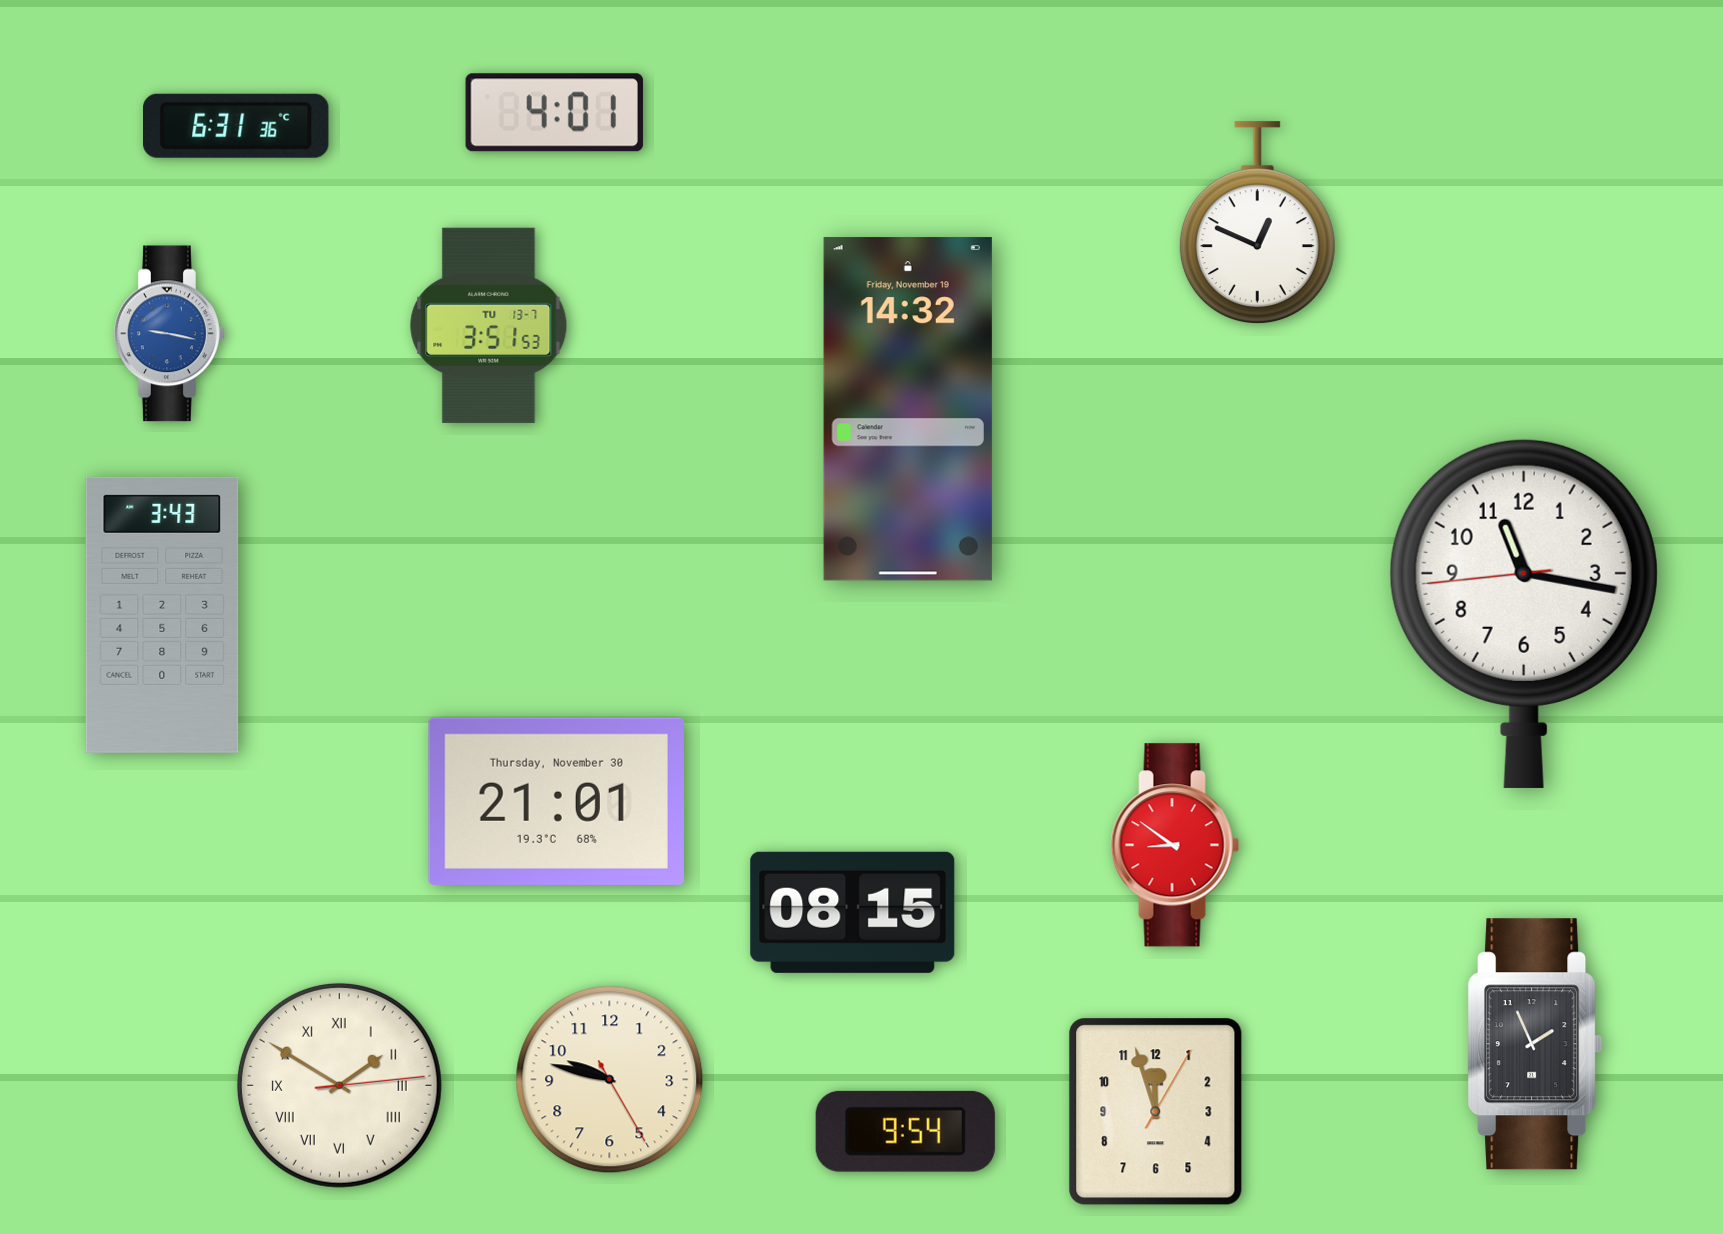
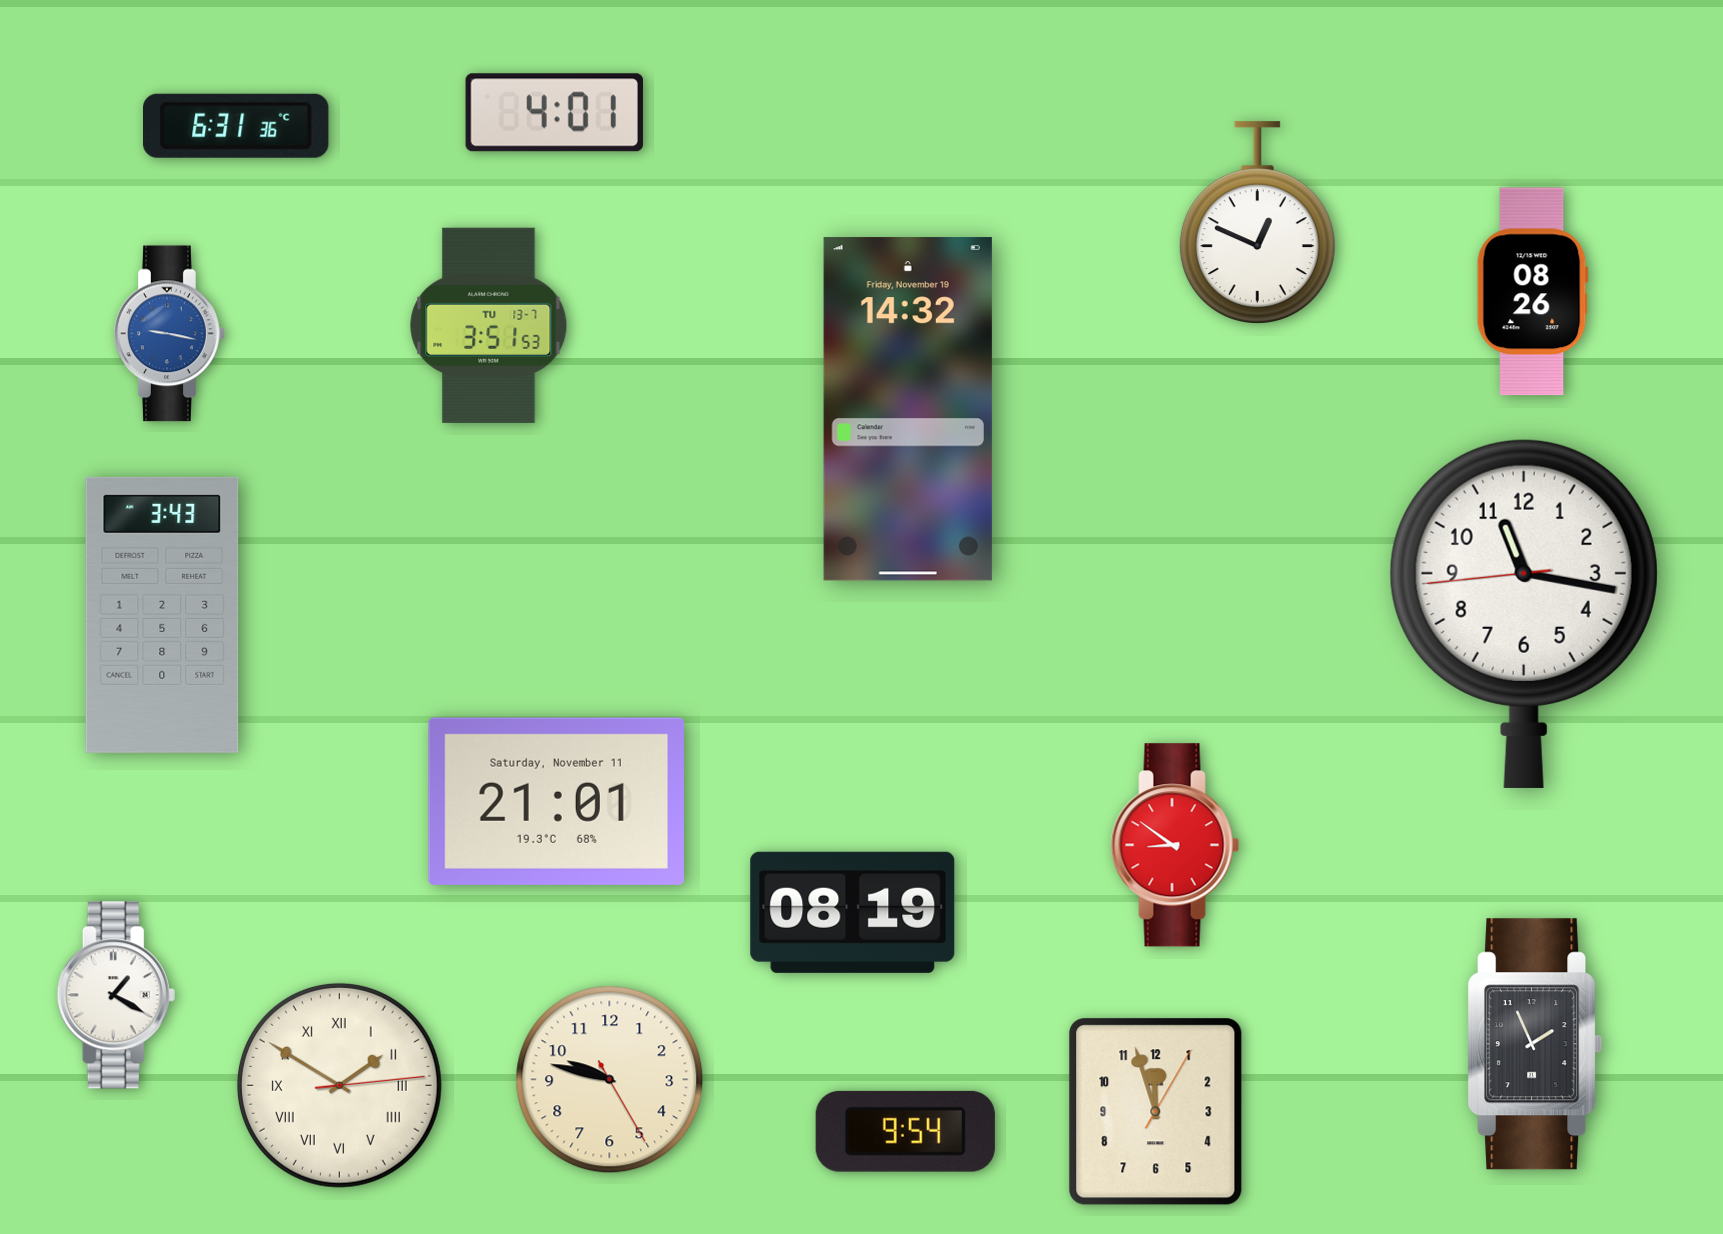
clock at (1532, 292): none -> 08:26
clock at (556, 801) date: Thursday, November 30 -> Saturday, November 11
clock at (853, 912): 08:15 -> 08:19
clock at (116, 995): none -> 1:20
